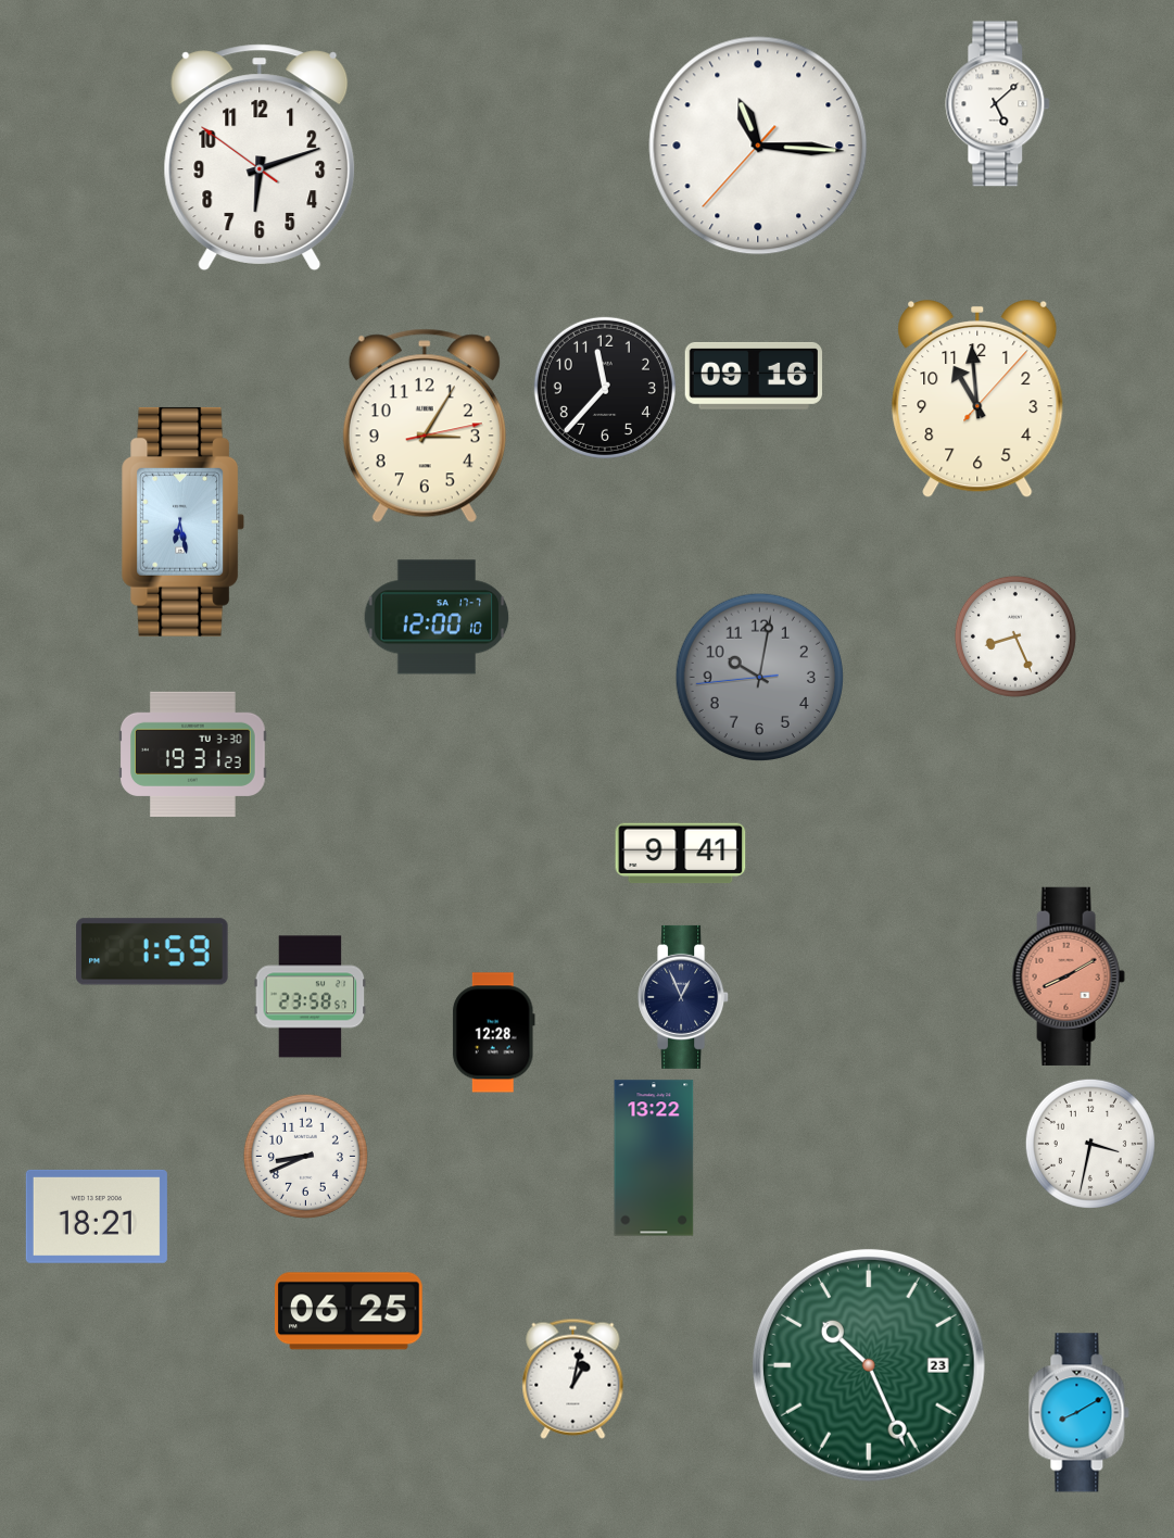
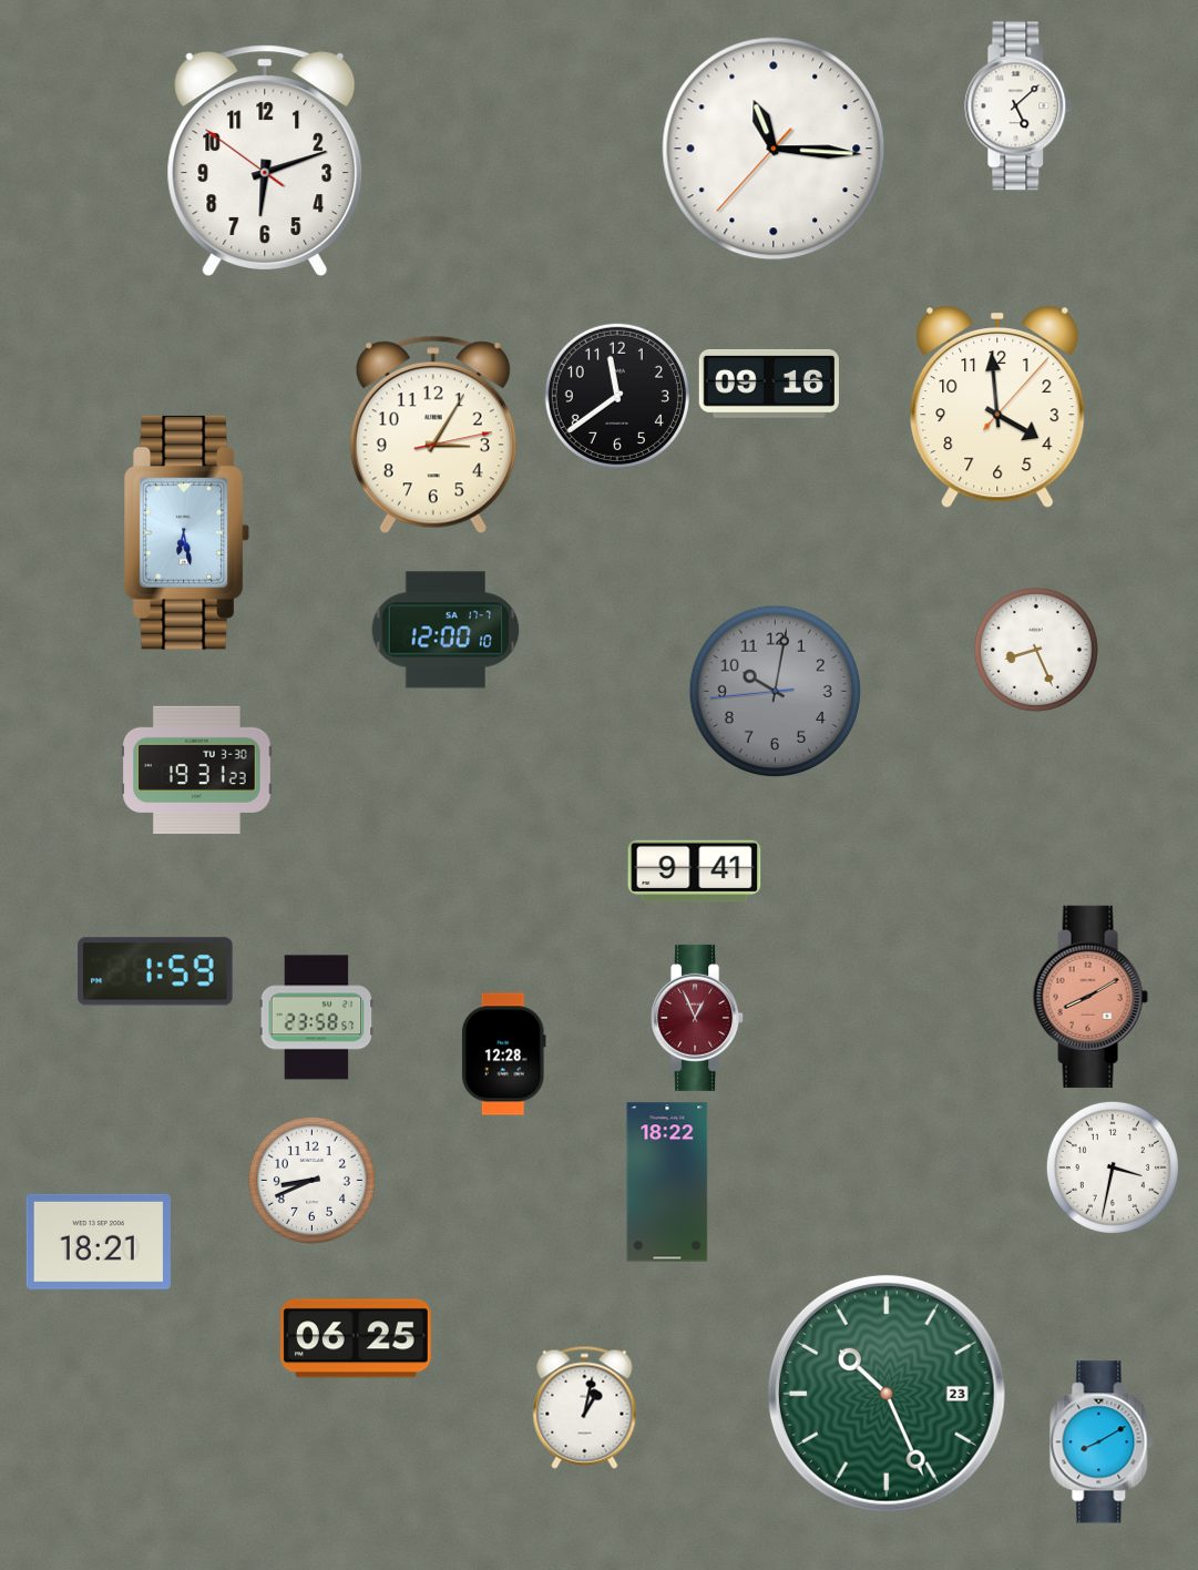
clock at (605, 388): 11:37 -> 11:39
clock at (977, 399): 10:59 -> 3:59
clock at (684, 997) dial: navy -> burgundy
clock at (654, 1158): 13:22 -> 18:22
